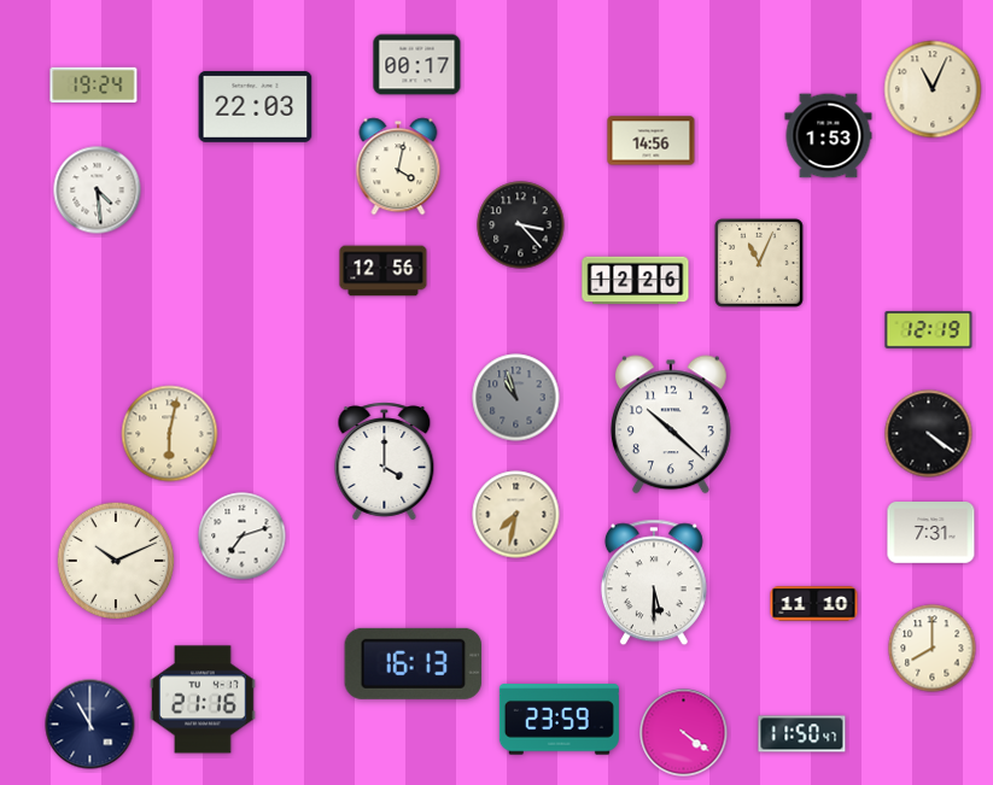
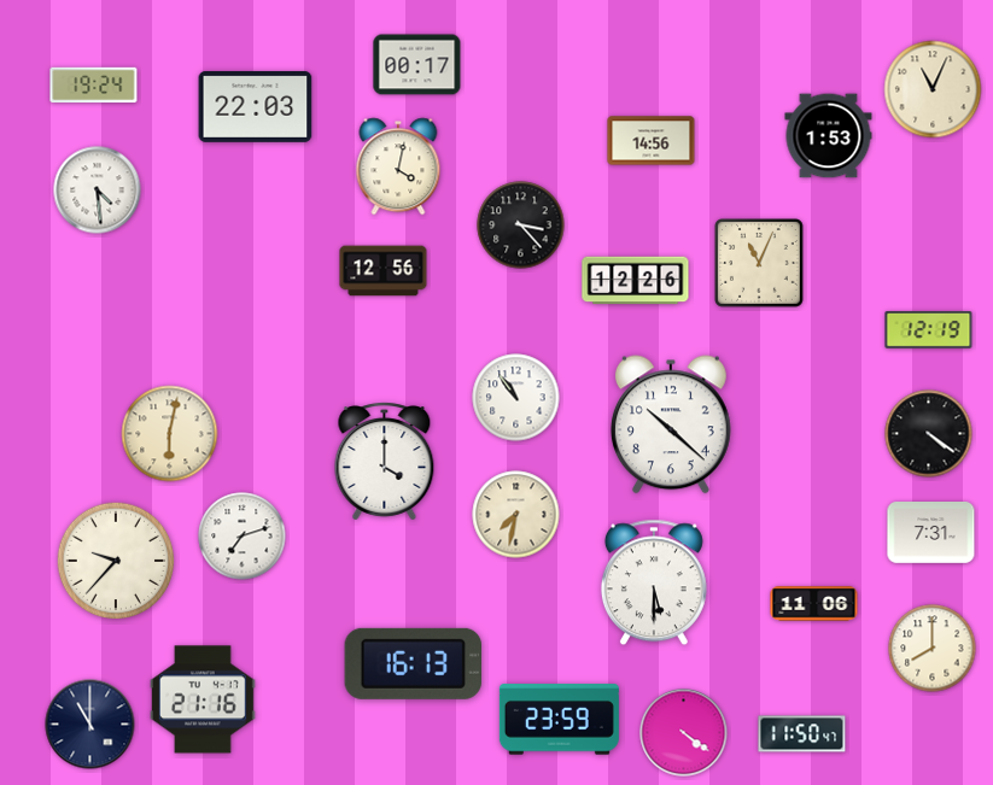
clock at (516, 398): 10:57 -> 10:54
clock at (516, 398) dial: grey -> white
clock at (116, 561): 10:11 -> 9:37
clock at (814, 604): 11:10 -> 11:06
